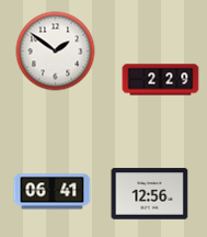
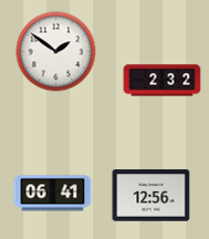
clock at (161, 80): 2:29 -> 2:32
